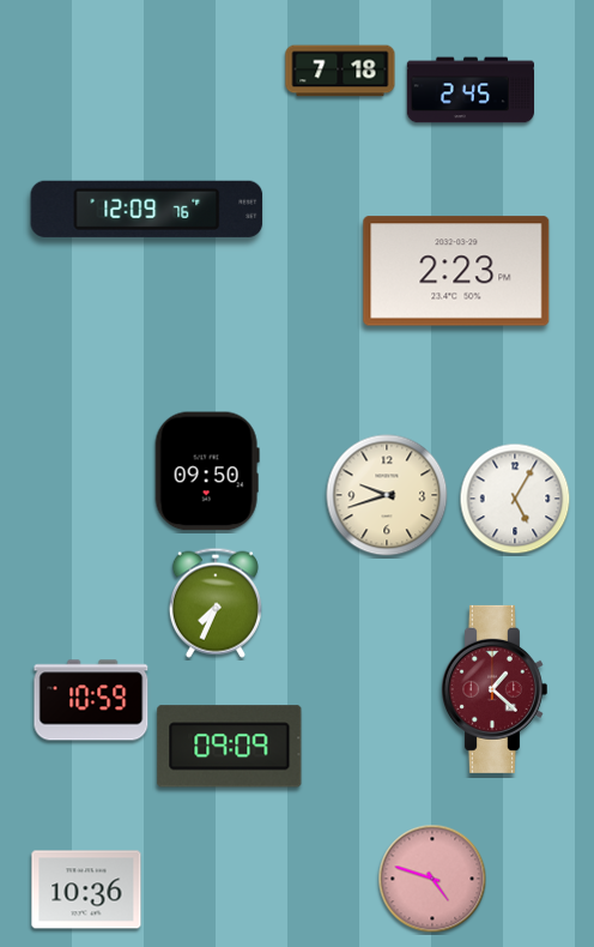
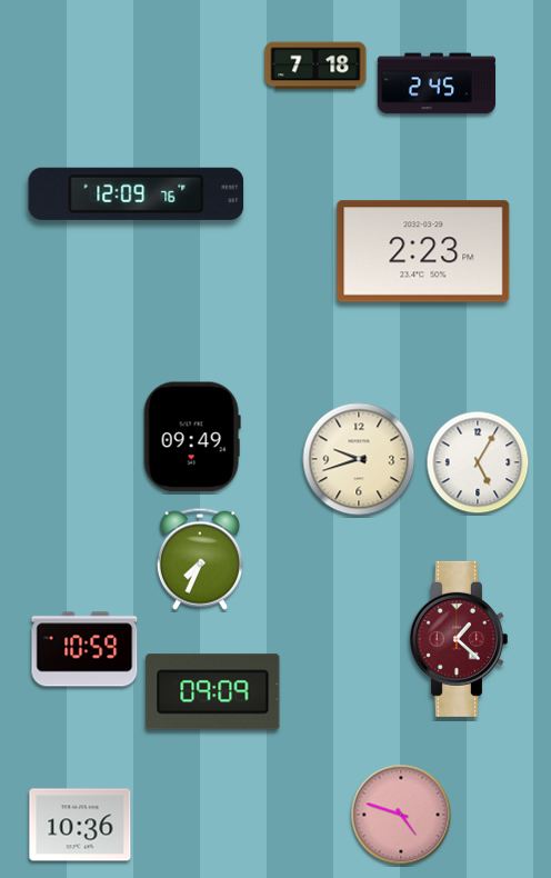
clock at (207, 471): 09:50 -> 09:49
